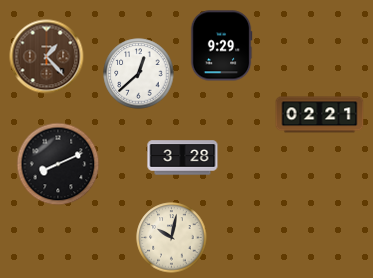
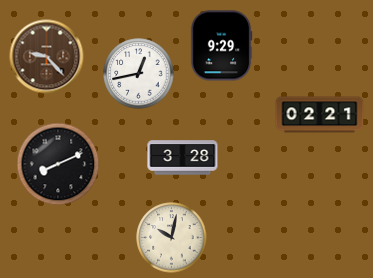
clock at (47, 57): 1:23 -> 9:23
clock at (139, 74): 12:38 -> 12:43
